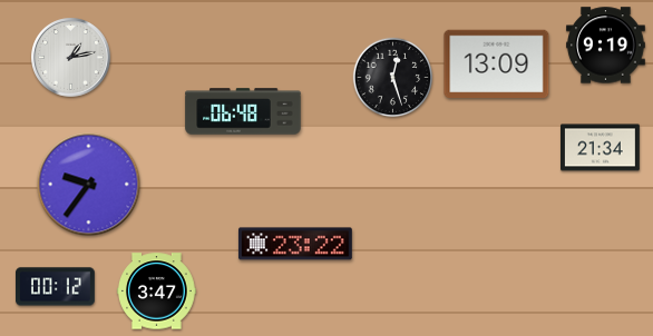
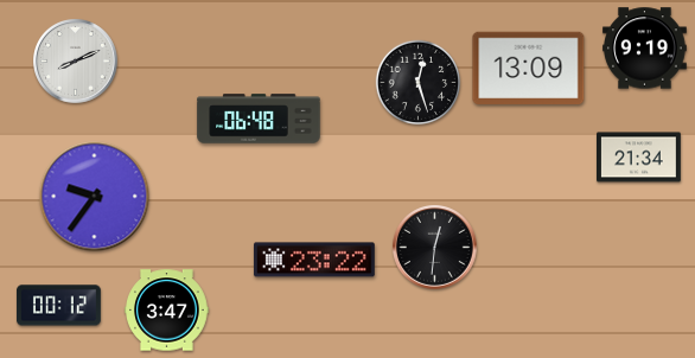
clock at (71, 58): 1:13 -> 8:11
clock at (435, 248): none -> 12:31
